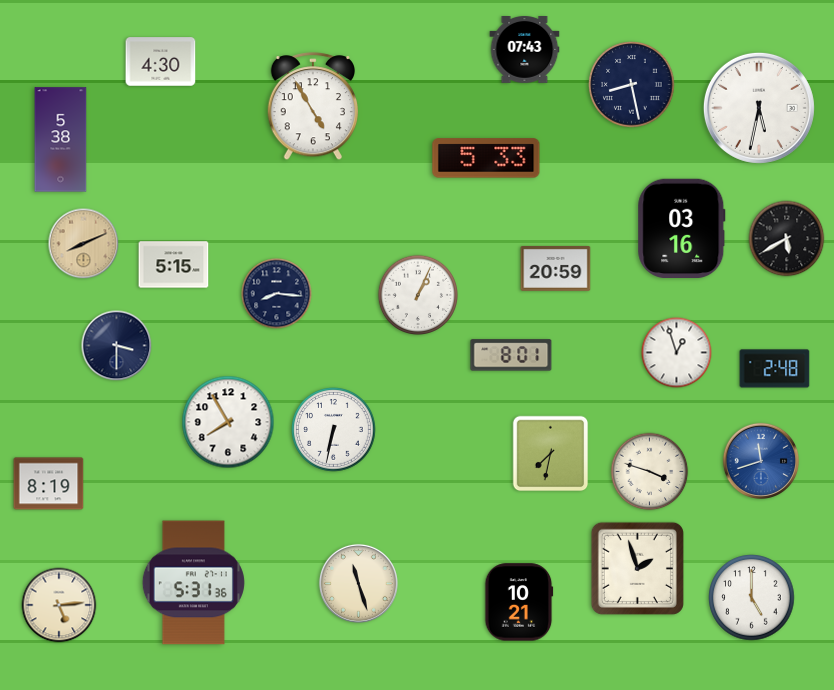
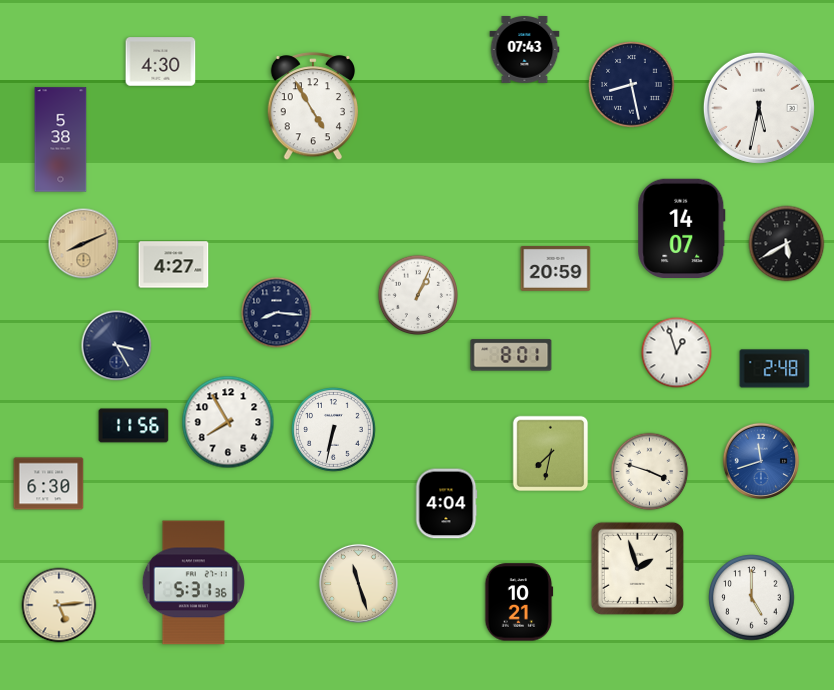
clock at (486, 158): 5:33 -> none
clock at (682, 228): 03:16 -> 14:07
clock at (787, 239) position: (787, 239) -> (787, 244)
clock at (174, 265): 5:15 -> 4:27
clock at (277, 294) position: (277, 294) -> (277, 313)
clock at (117, 346): 3:30 -> 3:25
clock at (134, 426): none -> 11:56
clock at (49, 484): 8:19 -> 6:30
clock at (446, 504): none -> 4:04
